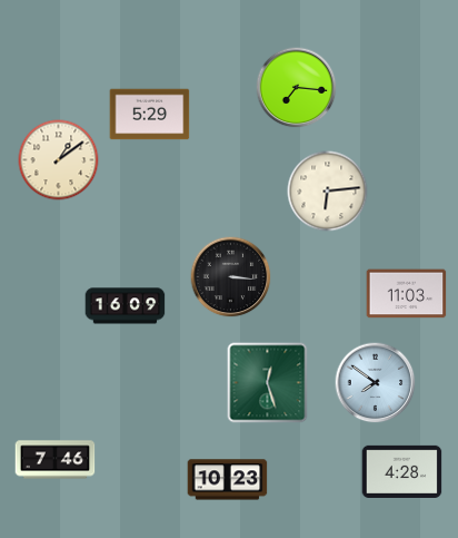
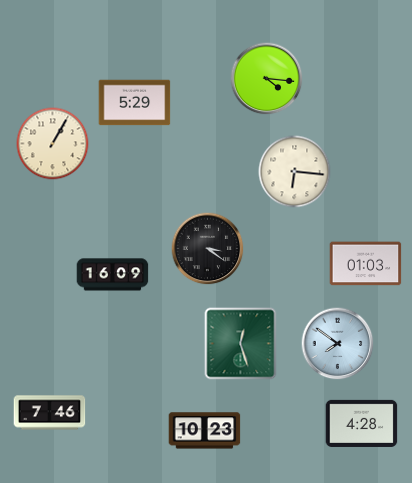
clock at (297, 88): 7:16 -> 4:16
clock at (59, 160): 1:09 -> 1:05
clock at (328, 192): 6:14 -> 6:16
clock at (231, 277): 3:16 -> 3:21
clock at (407, 294): 11:03 -> 01:03
